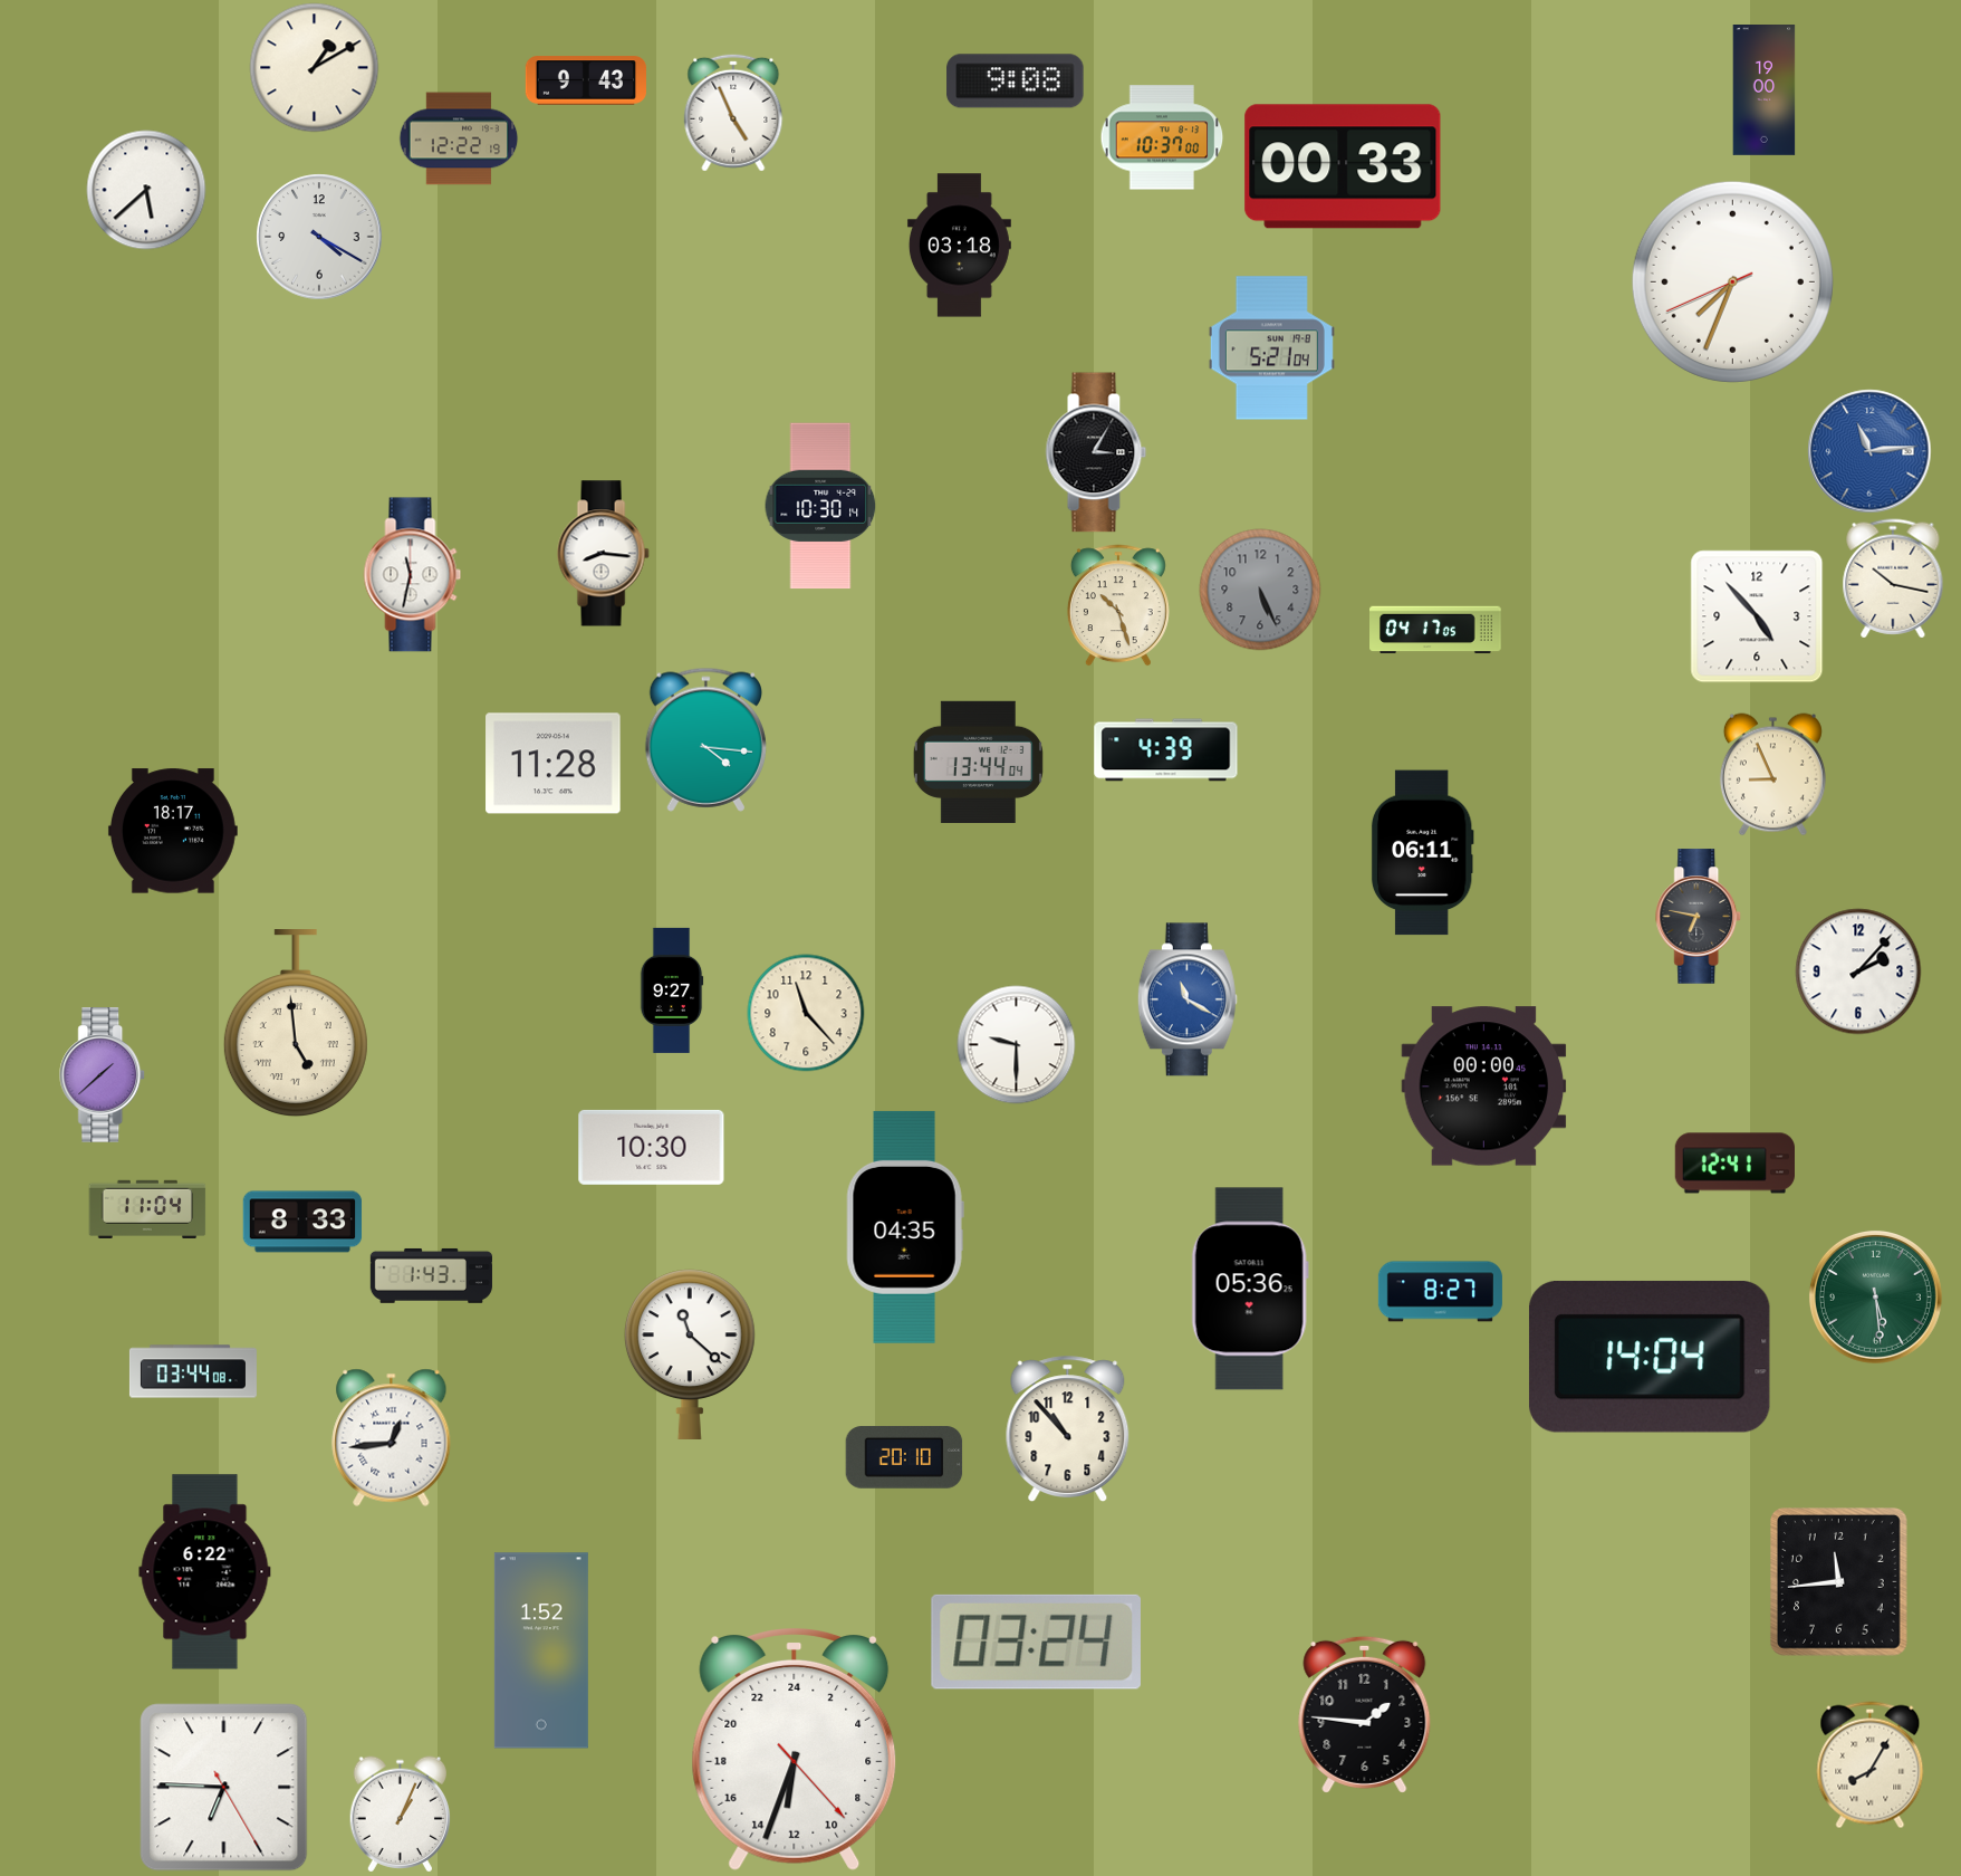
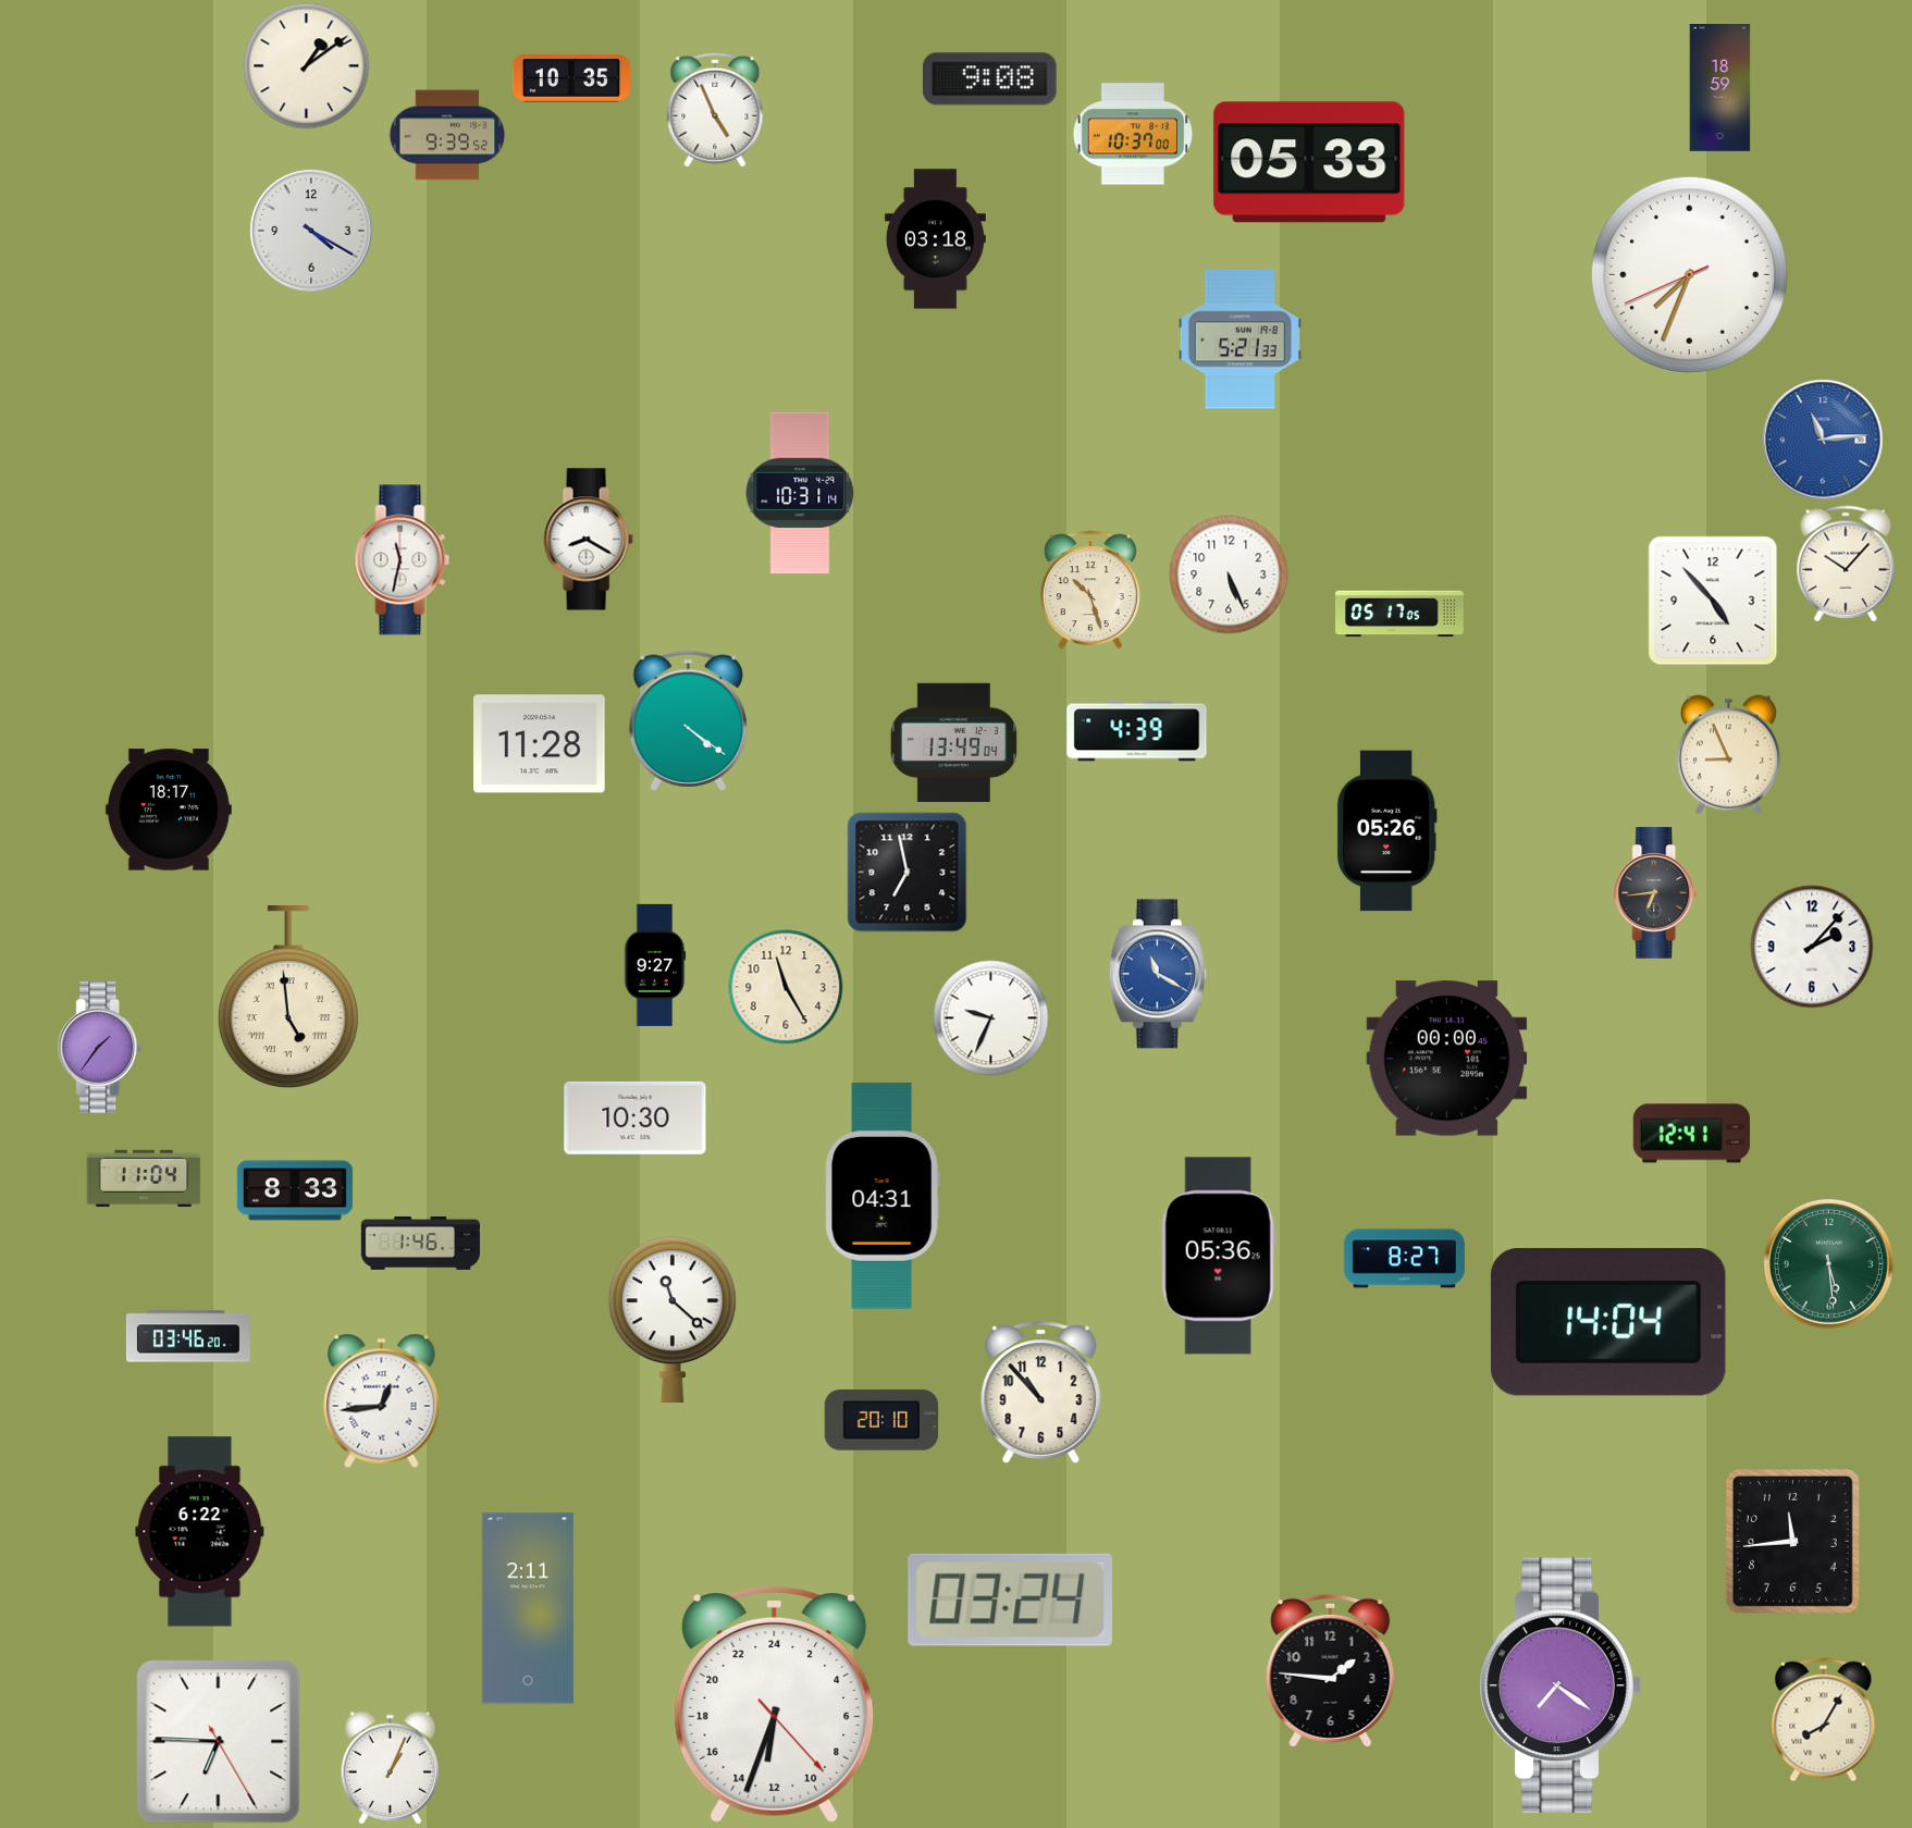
clock at (315, 68): 1:10 -> 1:09
clock at (585, 80): 9:43 -> 10:35
clock at (1765, 90): 19:00 -> 18:59
clock at (459, 138): 12:22 -> 9:39
clock at (1343, 166): 00:33 -> 05:33
clock at (146, 190): 5:38 -> none
clock at (1271, 348): 5:21:04 -> 5:21:33
clock at (1096, 452): 3:05 -> none
clock at (820, 506): 10:30 -> 10:31
clock at (603, 554): 8:16 -> 8:20
clock at (1893, 578): 10:17 -> 10:07
clock at (1260, 590) dial: grey -> white
clock at (1436, 630): 04:17 -> 05:17
clock at (705, 739): 4:16 -> 4:21
clock at (978, 762): 13:44 -> 13:49
clock at (1422, 853): 06:11 -> 05:26
clock at (908, 873): none -> 6:58
clock at (1699, 917): 6:47 -> 6:44
clock at (806, 1013): 11:23 -> 11:25
clock at (1017, 1045): 9:30 -> 9:34
clock at (103, 1075): 1:38 -> 1:36
clock at (905, 1227): 04:35 -> 04:31
clock at (431, 1275): 1:43 -> 1:46
clock at (193, 1371): 03:44 -> 03:46
clock at (541, 1650): 1:52 -> 2:11
clock at (1561, 1685): none -> 7:21
